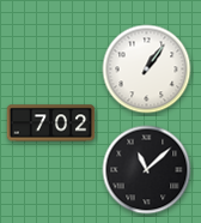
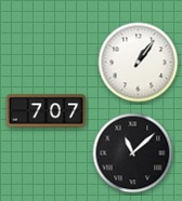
clock at (147, 70) position: (147, 70) -> (139, 63)
clock at (51, 123): 7:02 -> 7:07
